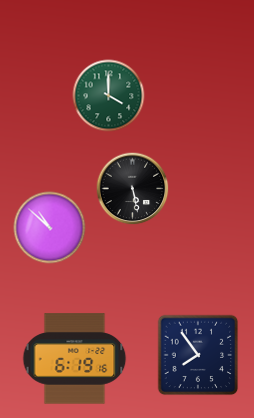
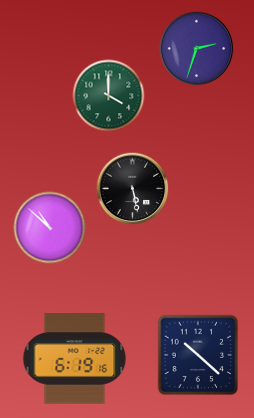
clock at (197, 49): none -> 2:33
clock at (198, 355): 7:54 -> 10:22
